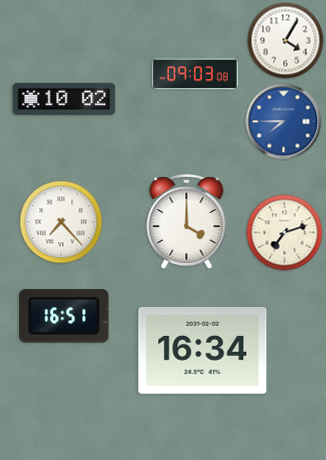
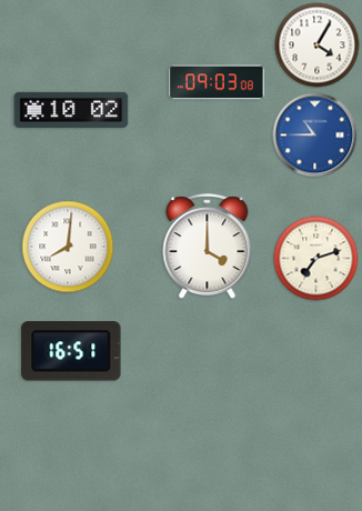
clock at (284, 122): 7:45 -> 10:45
clock at (61, 222): 7:23 -> 8:01
clock at (203, 351): 16:34 -> none
